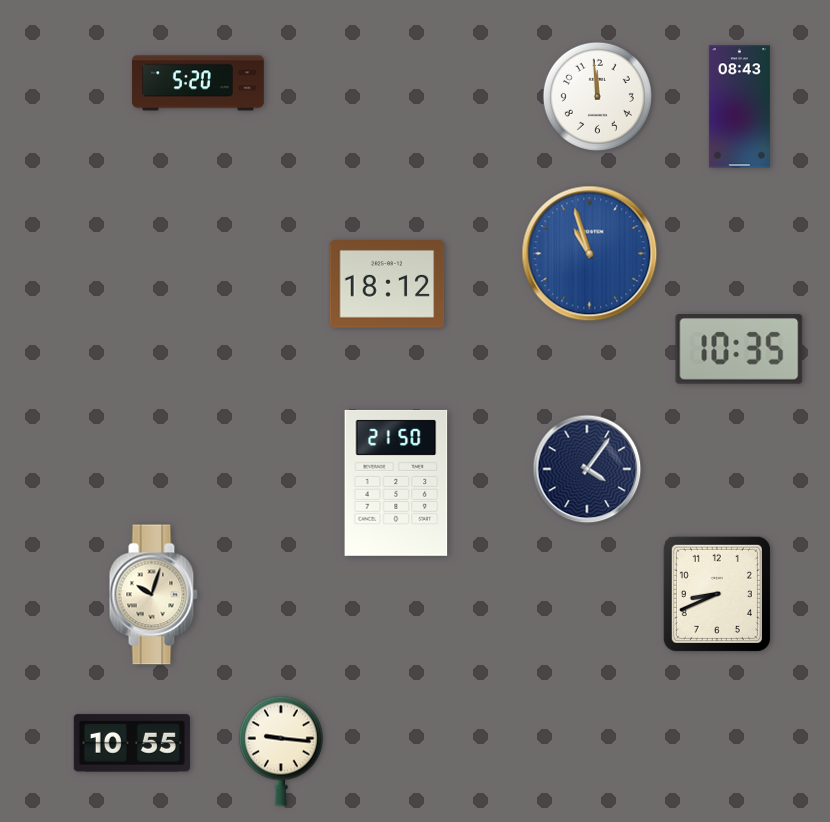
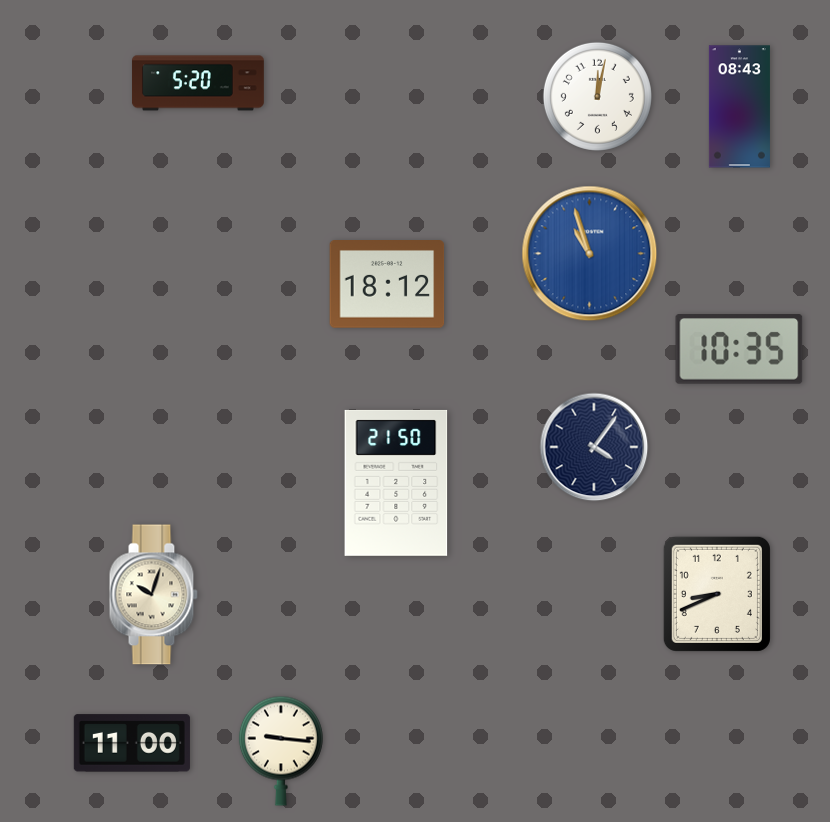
clock at (597, 96): 11:59 -> 12:02
clock at (587, 469) position: (587, 469) -> (594, 447)
clock at (132, 743): 10:55 -> 11:00
